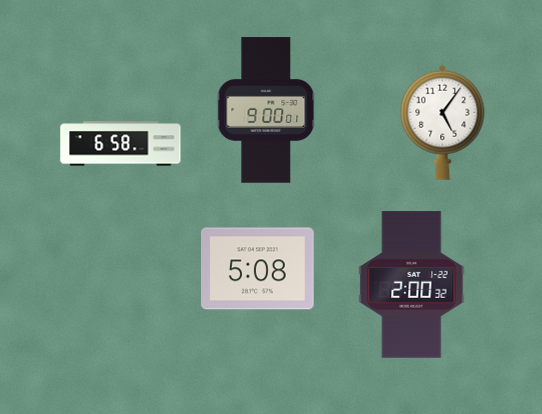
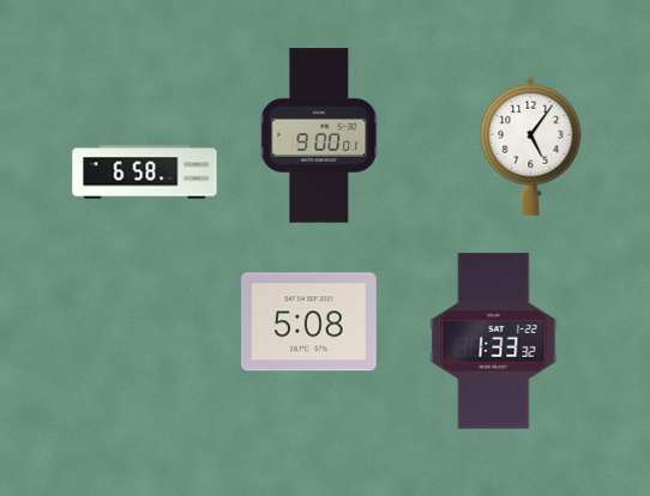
clock at (266, 110) position: (266, 110) -> (319, 135)
clock at (412, 285): 2:00 -> 1:33
